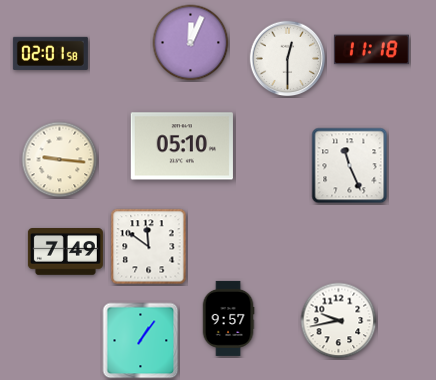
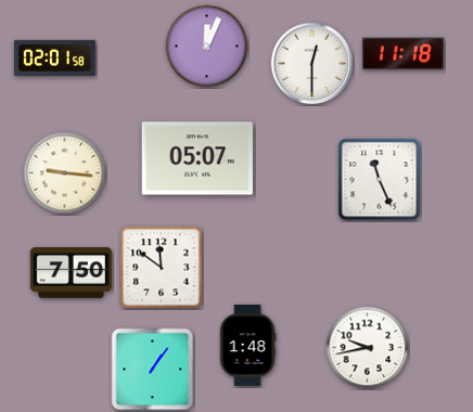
clock at (182, 146): 05:10 -> 05:07
clock at (65, 252): 7:49 -> 7:50
clock at (228, 318): 9:57 -> 1:48
